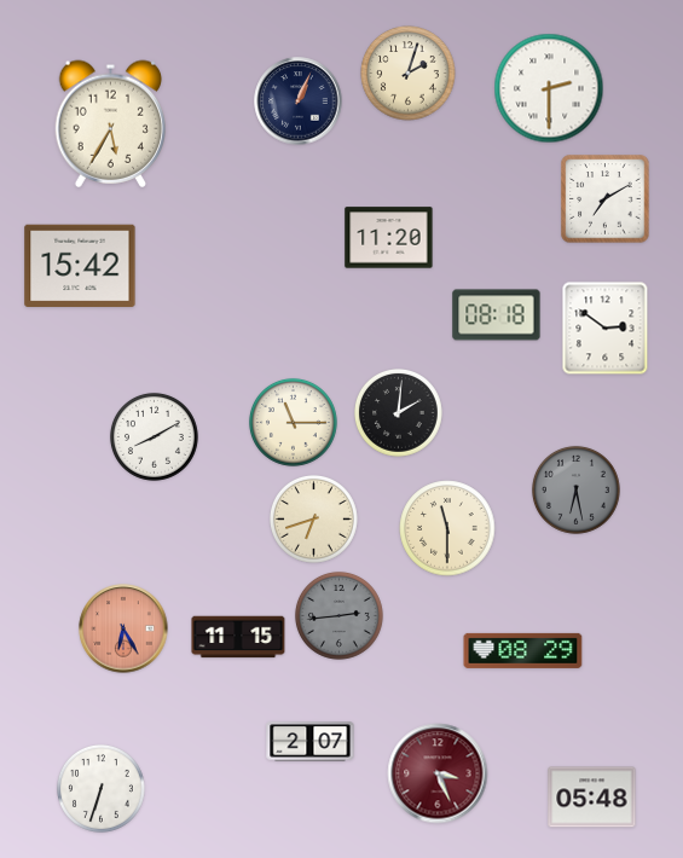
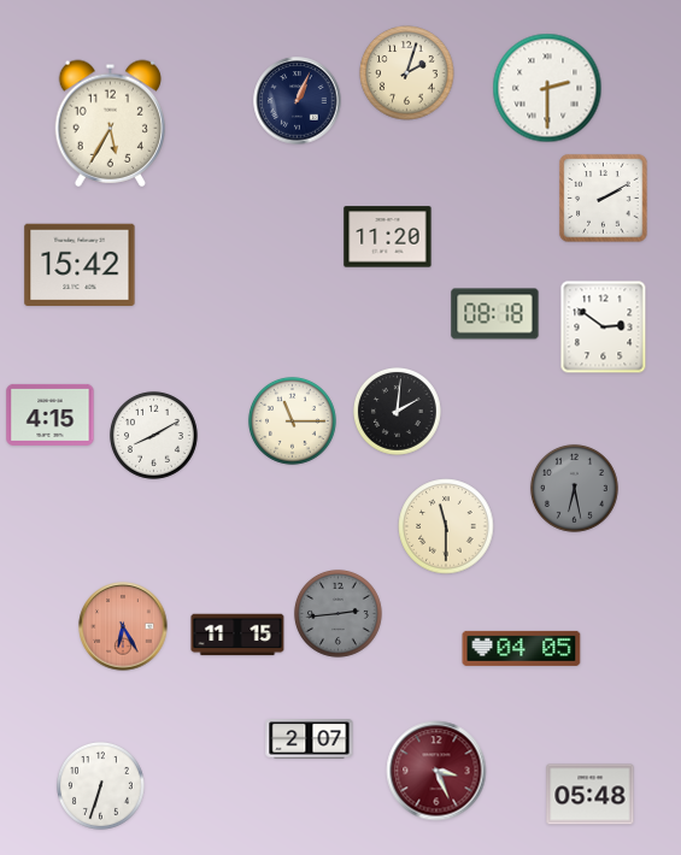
clock at (606, 199): 7:10 -> 2:10
clock at (51, 414): none -> 4:15
clock at (313, 518): 6:42 -> none
clock at (523, 650): 08:29 -> 04:05
